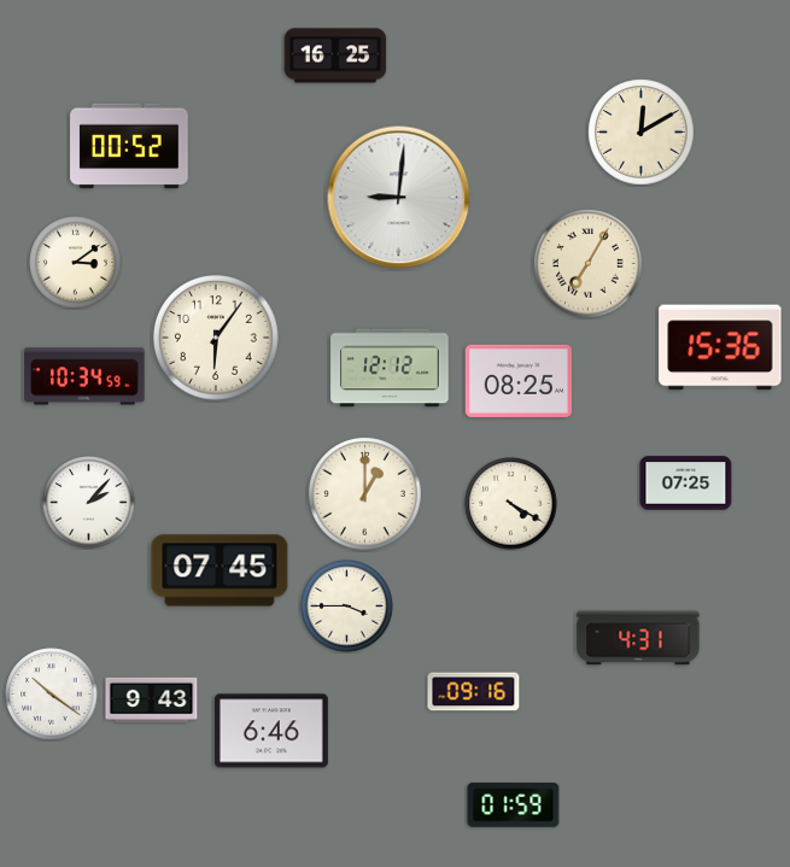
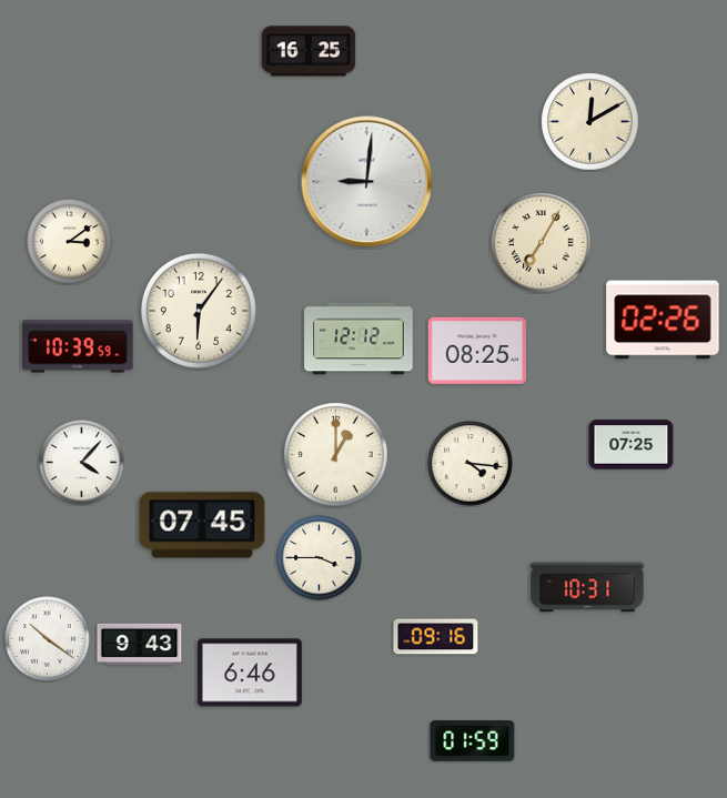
clock at (129, 146): 00:52 -> none
clock at (720, 347): 15:36 -> 02:26
clock at (84, 376): 10:34 -> 10:39
clock at (89, 503): 2:07 -> 4:07
clock at (511, 504): 4:20 -> 4:16
clock at (638, 638): 4:31 -> 10:31
